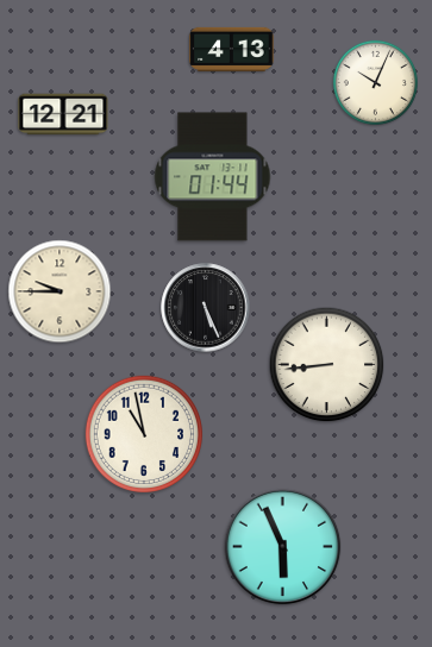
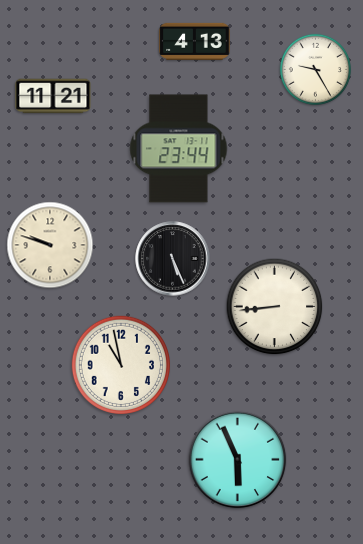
clock at (375, 82): 10:04 -> 9:25
clock at (63, 114): 12:21 -> 11:21
clock at (213, 177): 01:44 -> 23:44
clock at (60, 291): 9:45 -> 9:48
